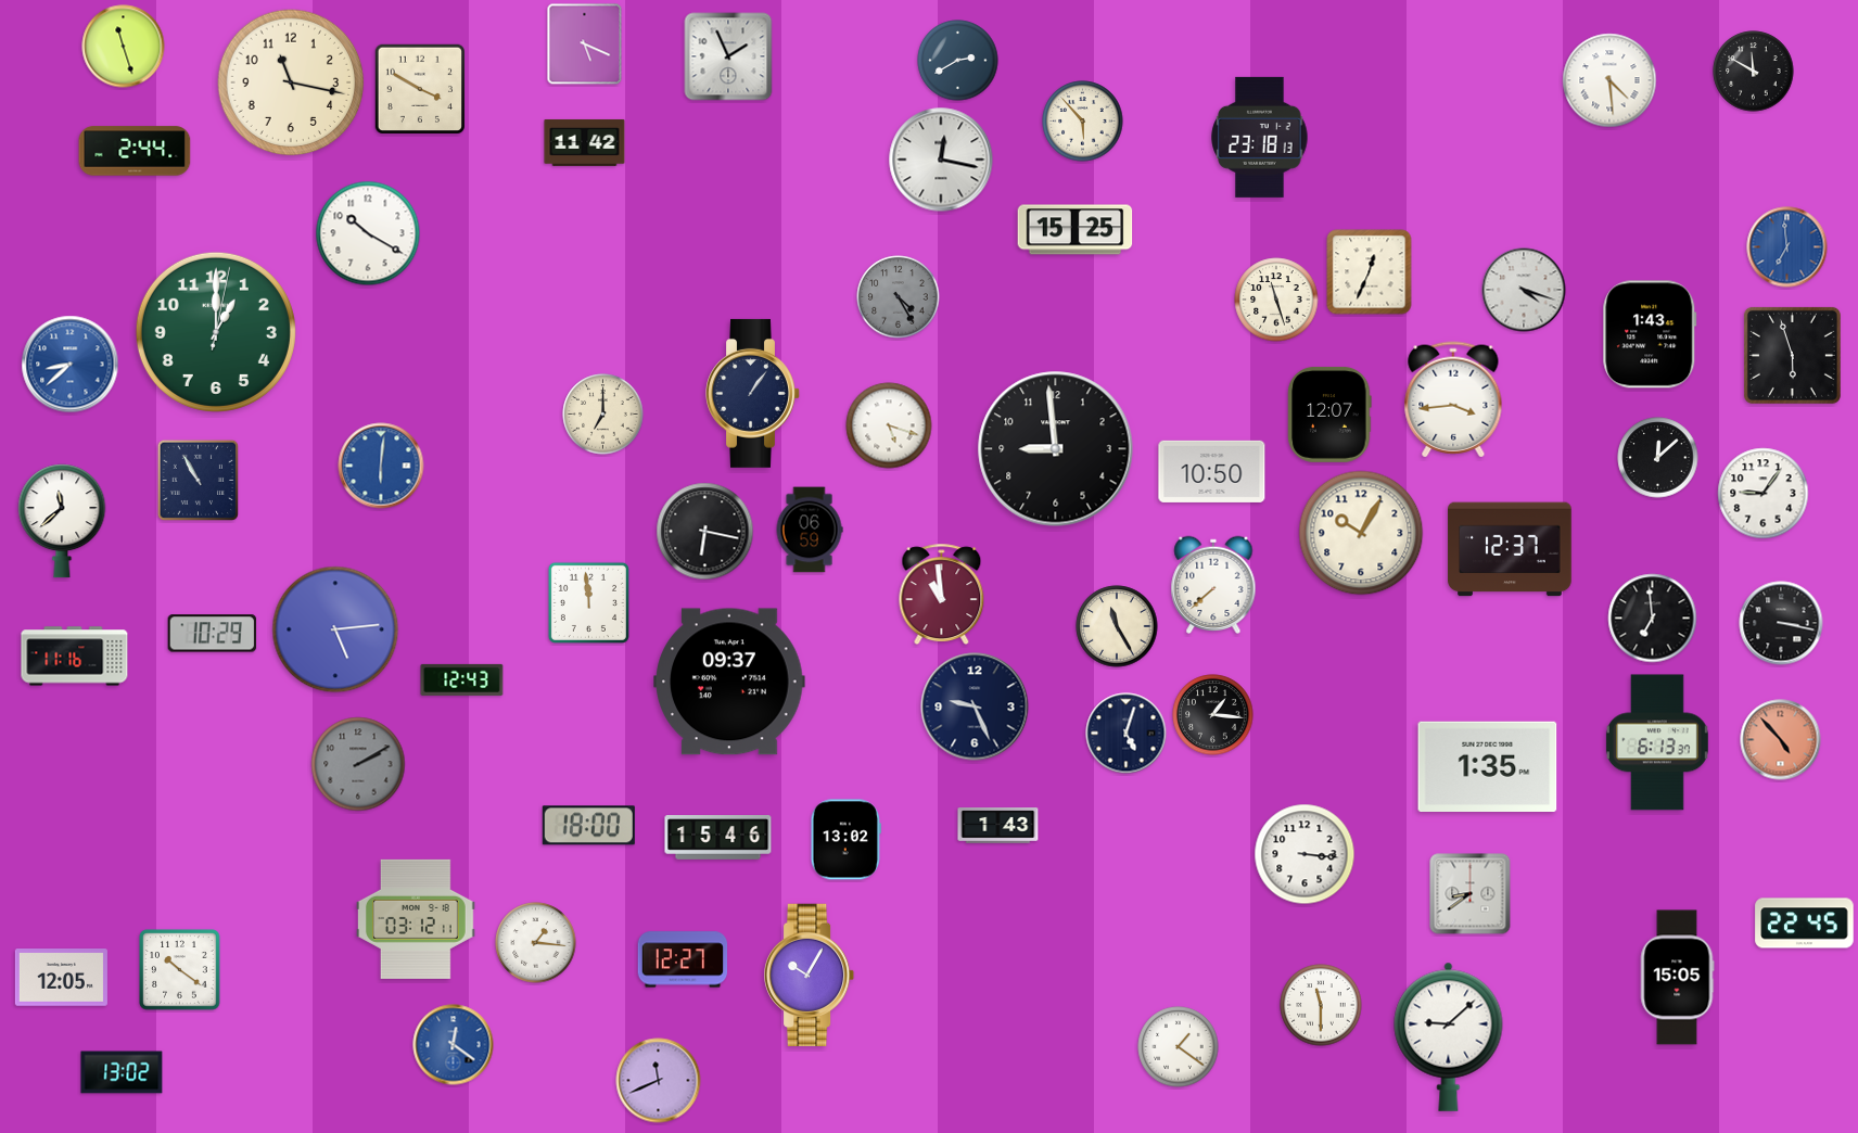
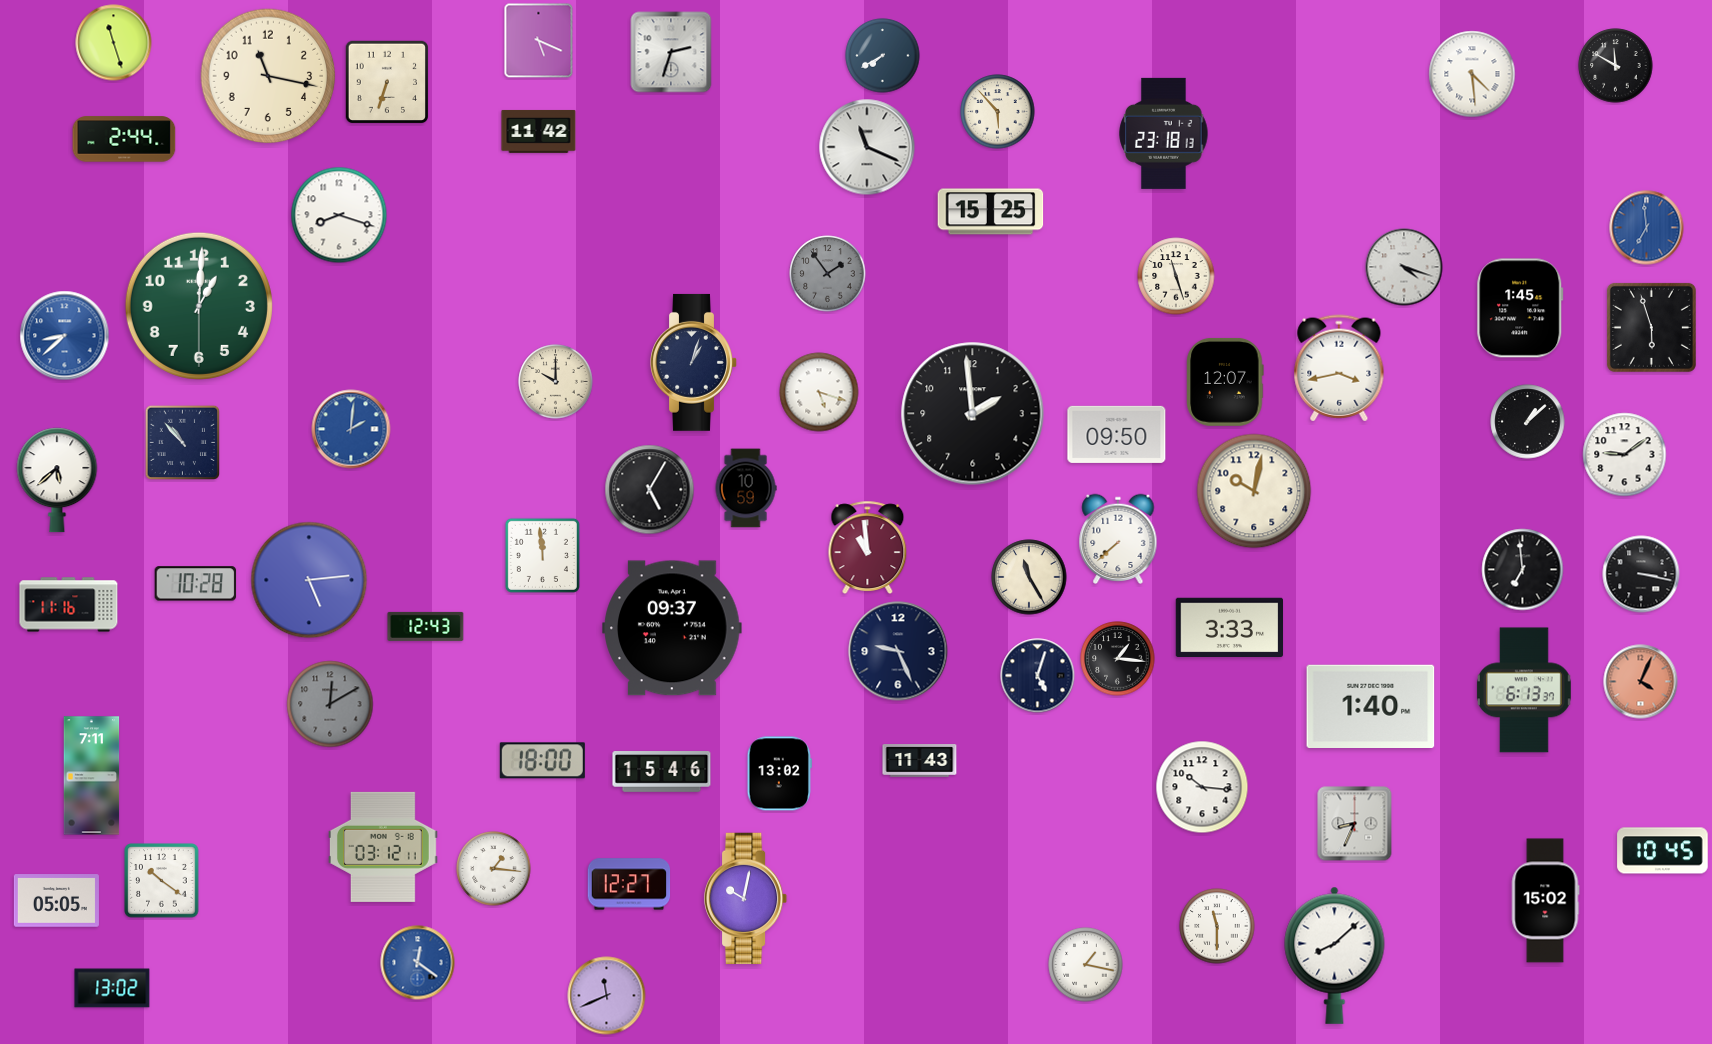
clock at (728, 56): 1:56 -> 2:33
clock at (958, 61): 2:40 -> 7:40
clock at (1609, 80) position: (1609, 80) -> (1472, 74)
clock at (419, 88): 3:50 -> 6:33
clock at (1260, 137) position: (1260, 137) -> (1164, 133)
clock at (941, 160): 12:17 -> 11:19
clock at (368, 233): 10:20 -> 8:18
clock at (1370, 272): 12:34 -> none
clock at (899, 297): 4:25 -> 1:54
clock at (216, 332): 1:00:02 -> 1:00:30
clock at (1650, 334): 1:43 -> 1:45
clock at (753, 393): 1:06 -> 1:03
clock at (1453, 399): 3:44 -> 3:43
clock at (603, 415): 7:00 -> 10:00
clock at (1056, 449): 8:59 -> 1:59
clock at (1658, 458): 12:08 -> 1:08
clock at (381, 466): 6:01 -> 2:01
clock at (1212, 471): 10:50 -> 09:50
clock at (198, 480): 10:55 -> 10:53
clock at (1764, 494): 9:06 -> 9:09
clock at (62, 521): 11:38 -> 5:38
clock at (810, 530): 06:59 -> 10:59
clock at (705, 532): 6:17 -> 5:05
clock at (1361, 533): 10:05 -> 10:02
clock at (1510, 549): 12:37 -> none
clock at (213, 634): 10:29 -> 10:28
clock at (1229, 627): none -> 3:33
clock at (1781, 740): 4:53 -> 4:04
clock at (1657, 742) position: (1657, 742) -> (1524, 690)
clock at (358, 764): 2:10 -> 12:10
clock at (1488, 766): 1:35 -> 1:40
clock at (998, 826): 1:43 -> 11:43
clock at (92, 776): none -> 7:11
clock at (1305, 854): 3:16 -> 10:16
clock at (1471, 894): 8:39 -> 8:34
clock at (1805, 924): 22:45 -> 10:45
clock at (180, 970) position: (180, 970) -> (162, 881)
clock at (811, 976): 10:05 -> 10:02
clock at (61, 978): 12:05 -> 05:05
clock at (1677, 978): 15:05 -> 15:02
clock at (1449, 1036): 9:08 -> 8:08
clock at (1179, 1047): 1:21 -> 1:17
